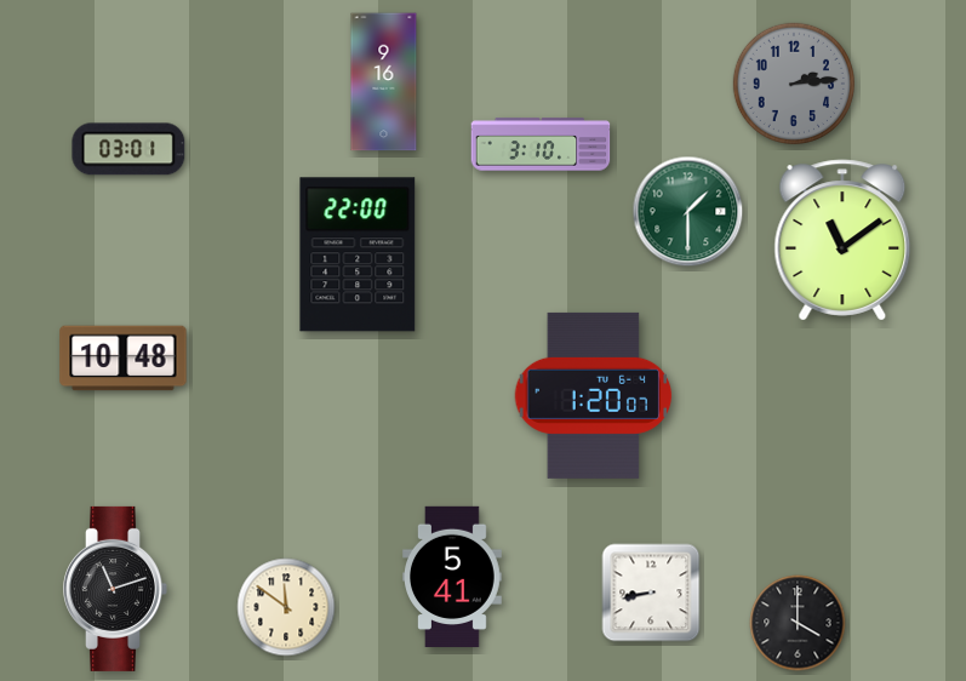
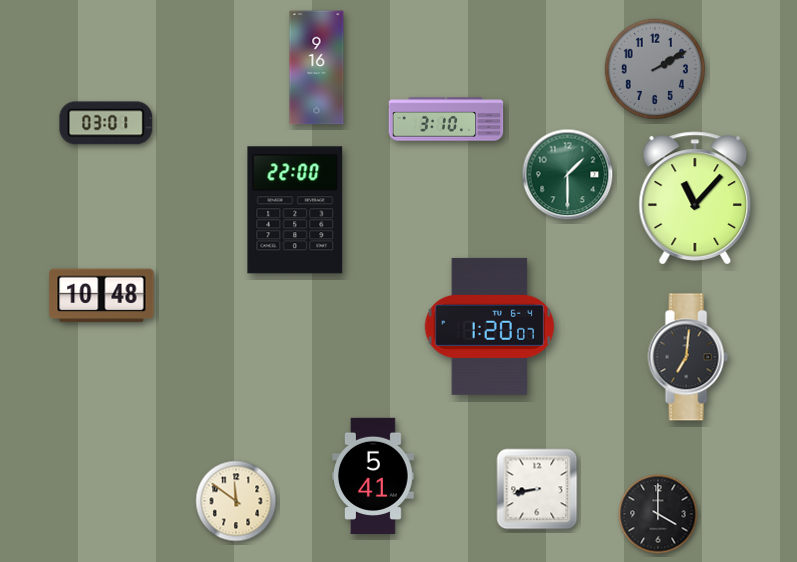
clock at (793, 82): 2:14 -> 2:10
clock at (842, 240): 11:09 -> 11:07
clock at (688, 357): none -> 7:01
clock at (115, 589): 11:12 -> none
